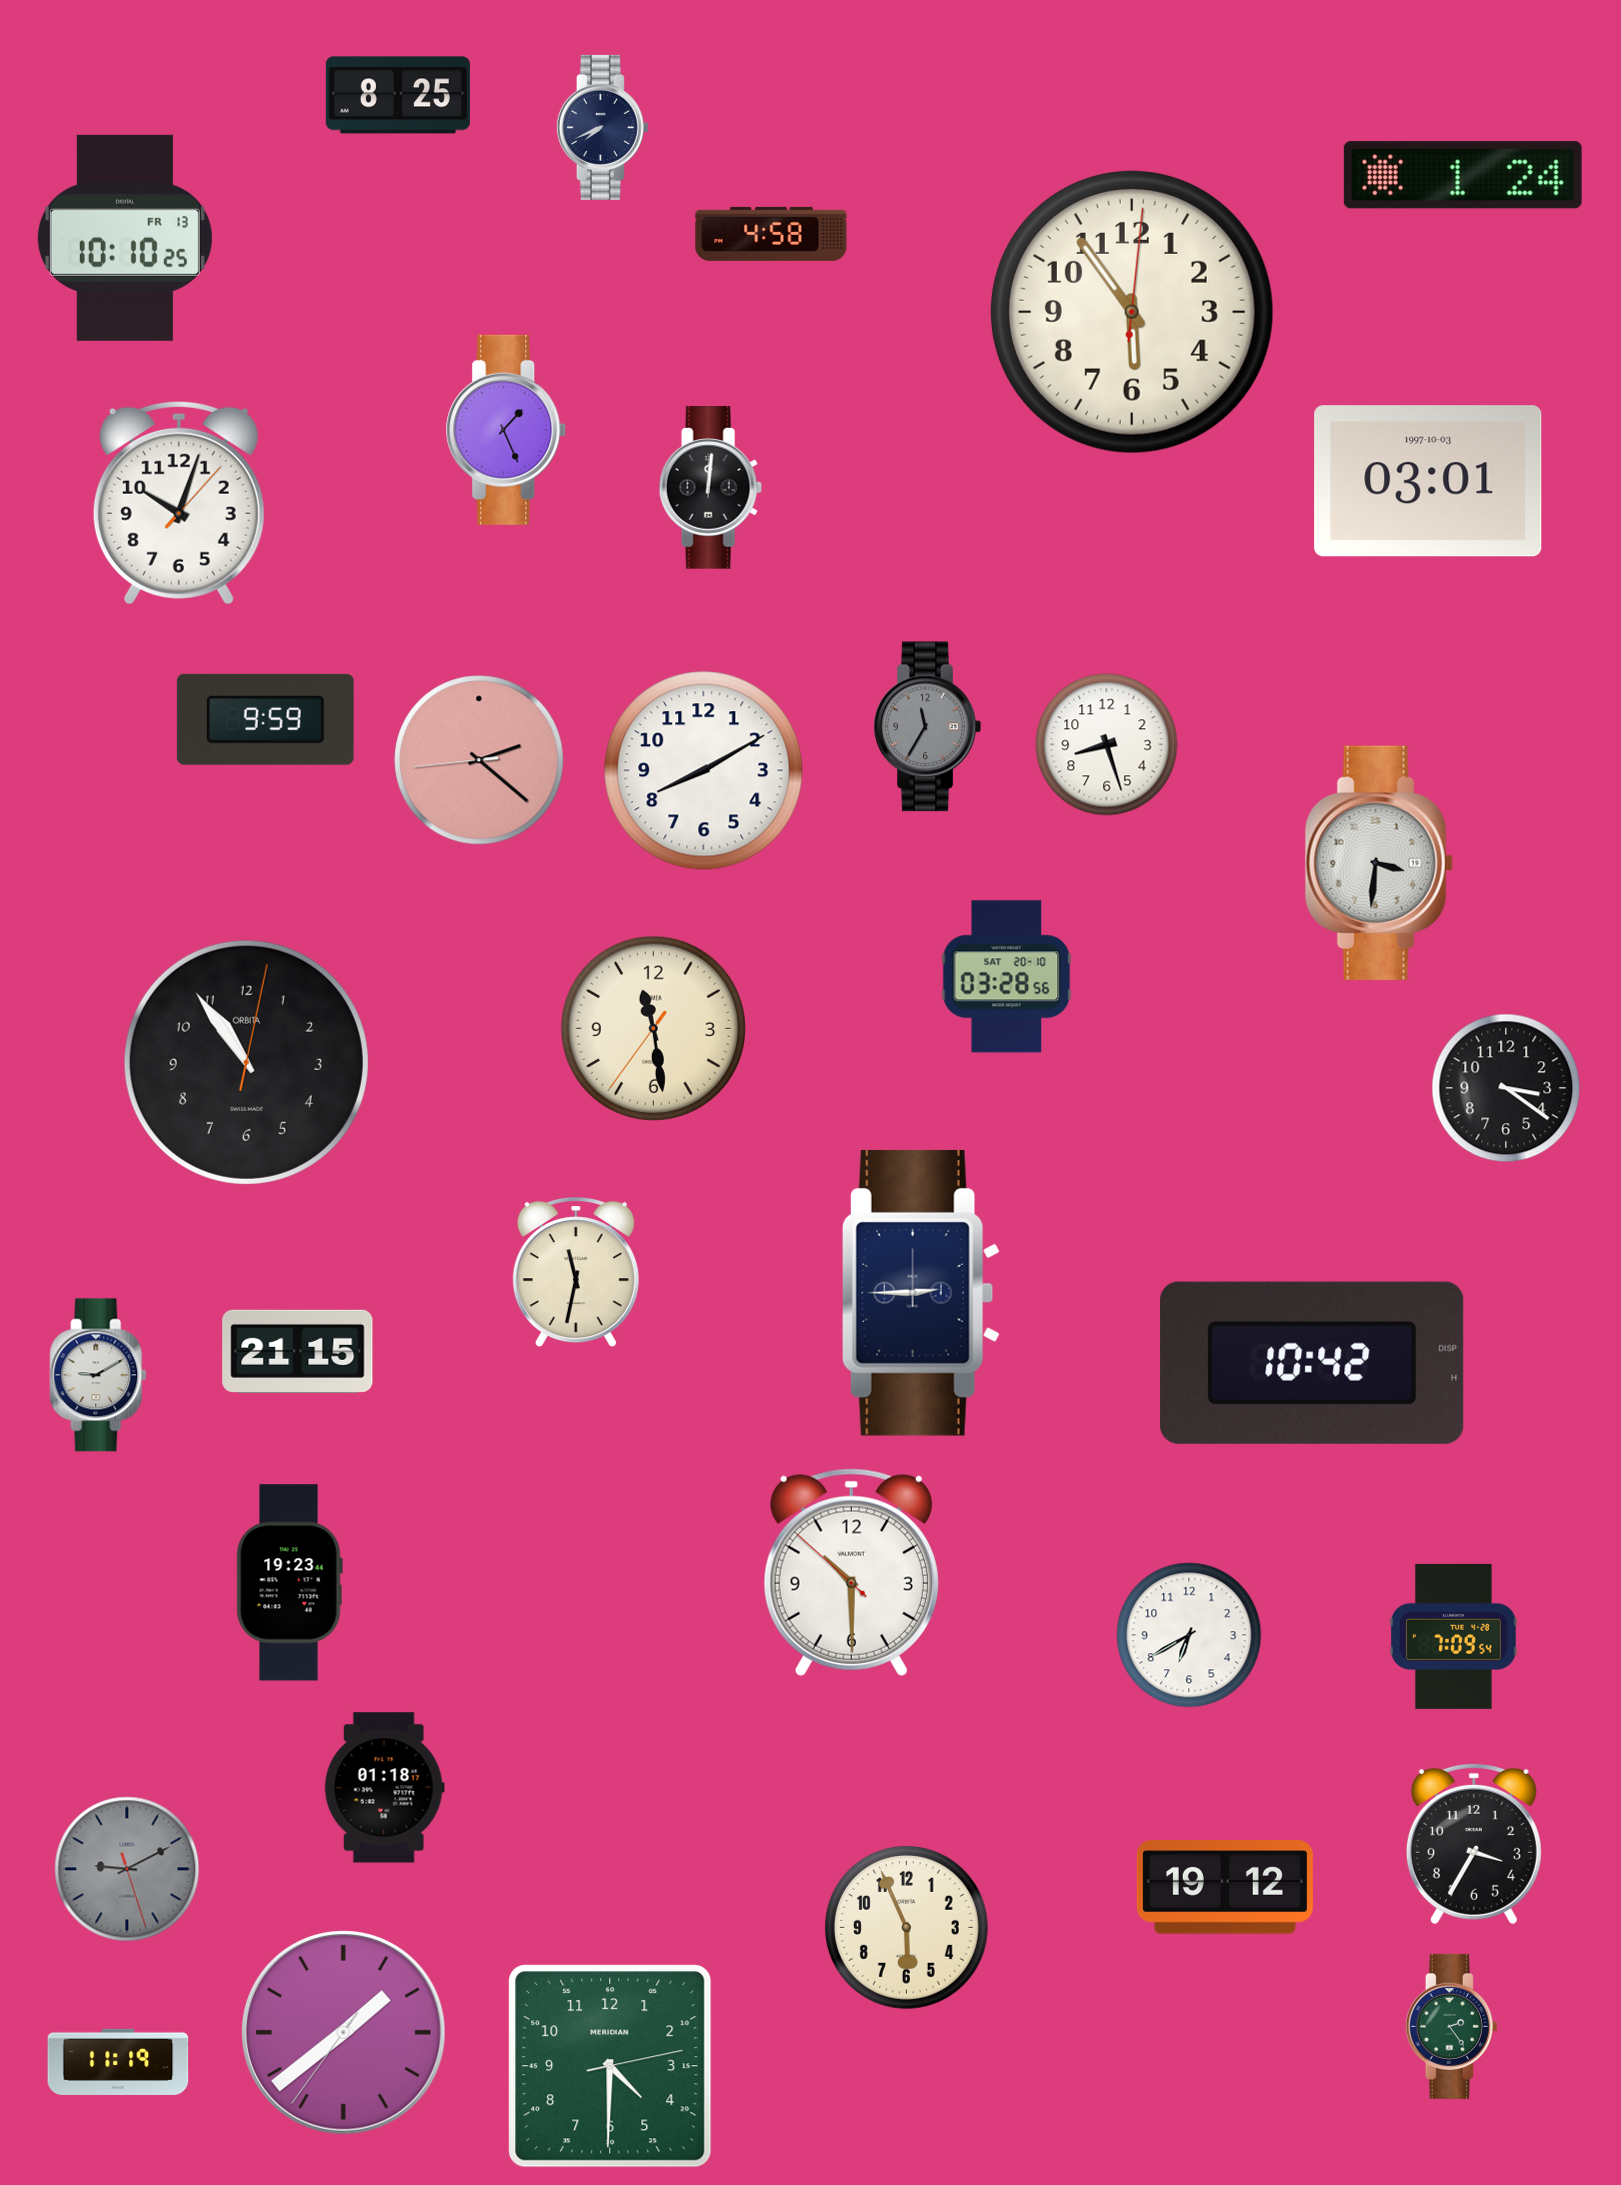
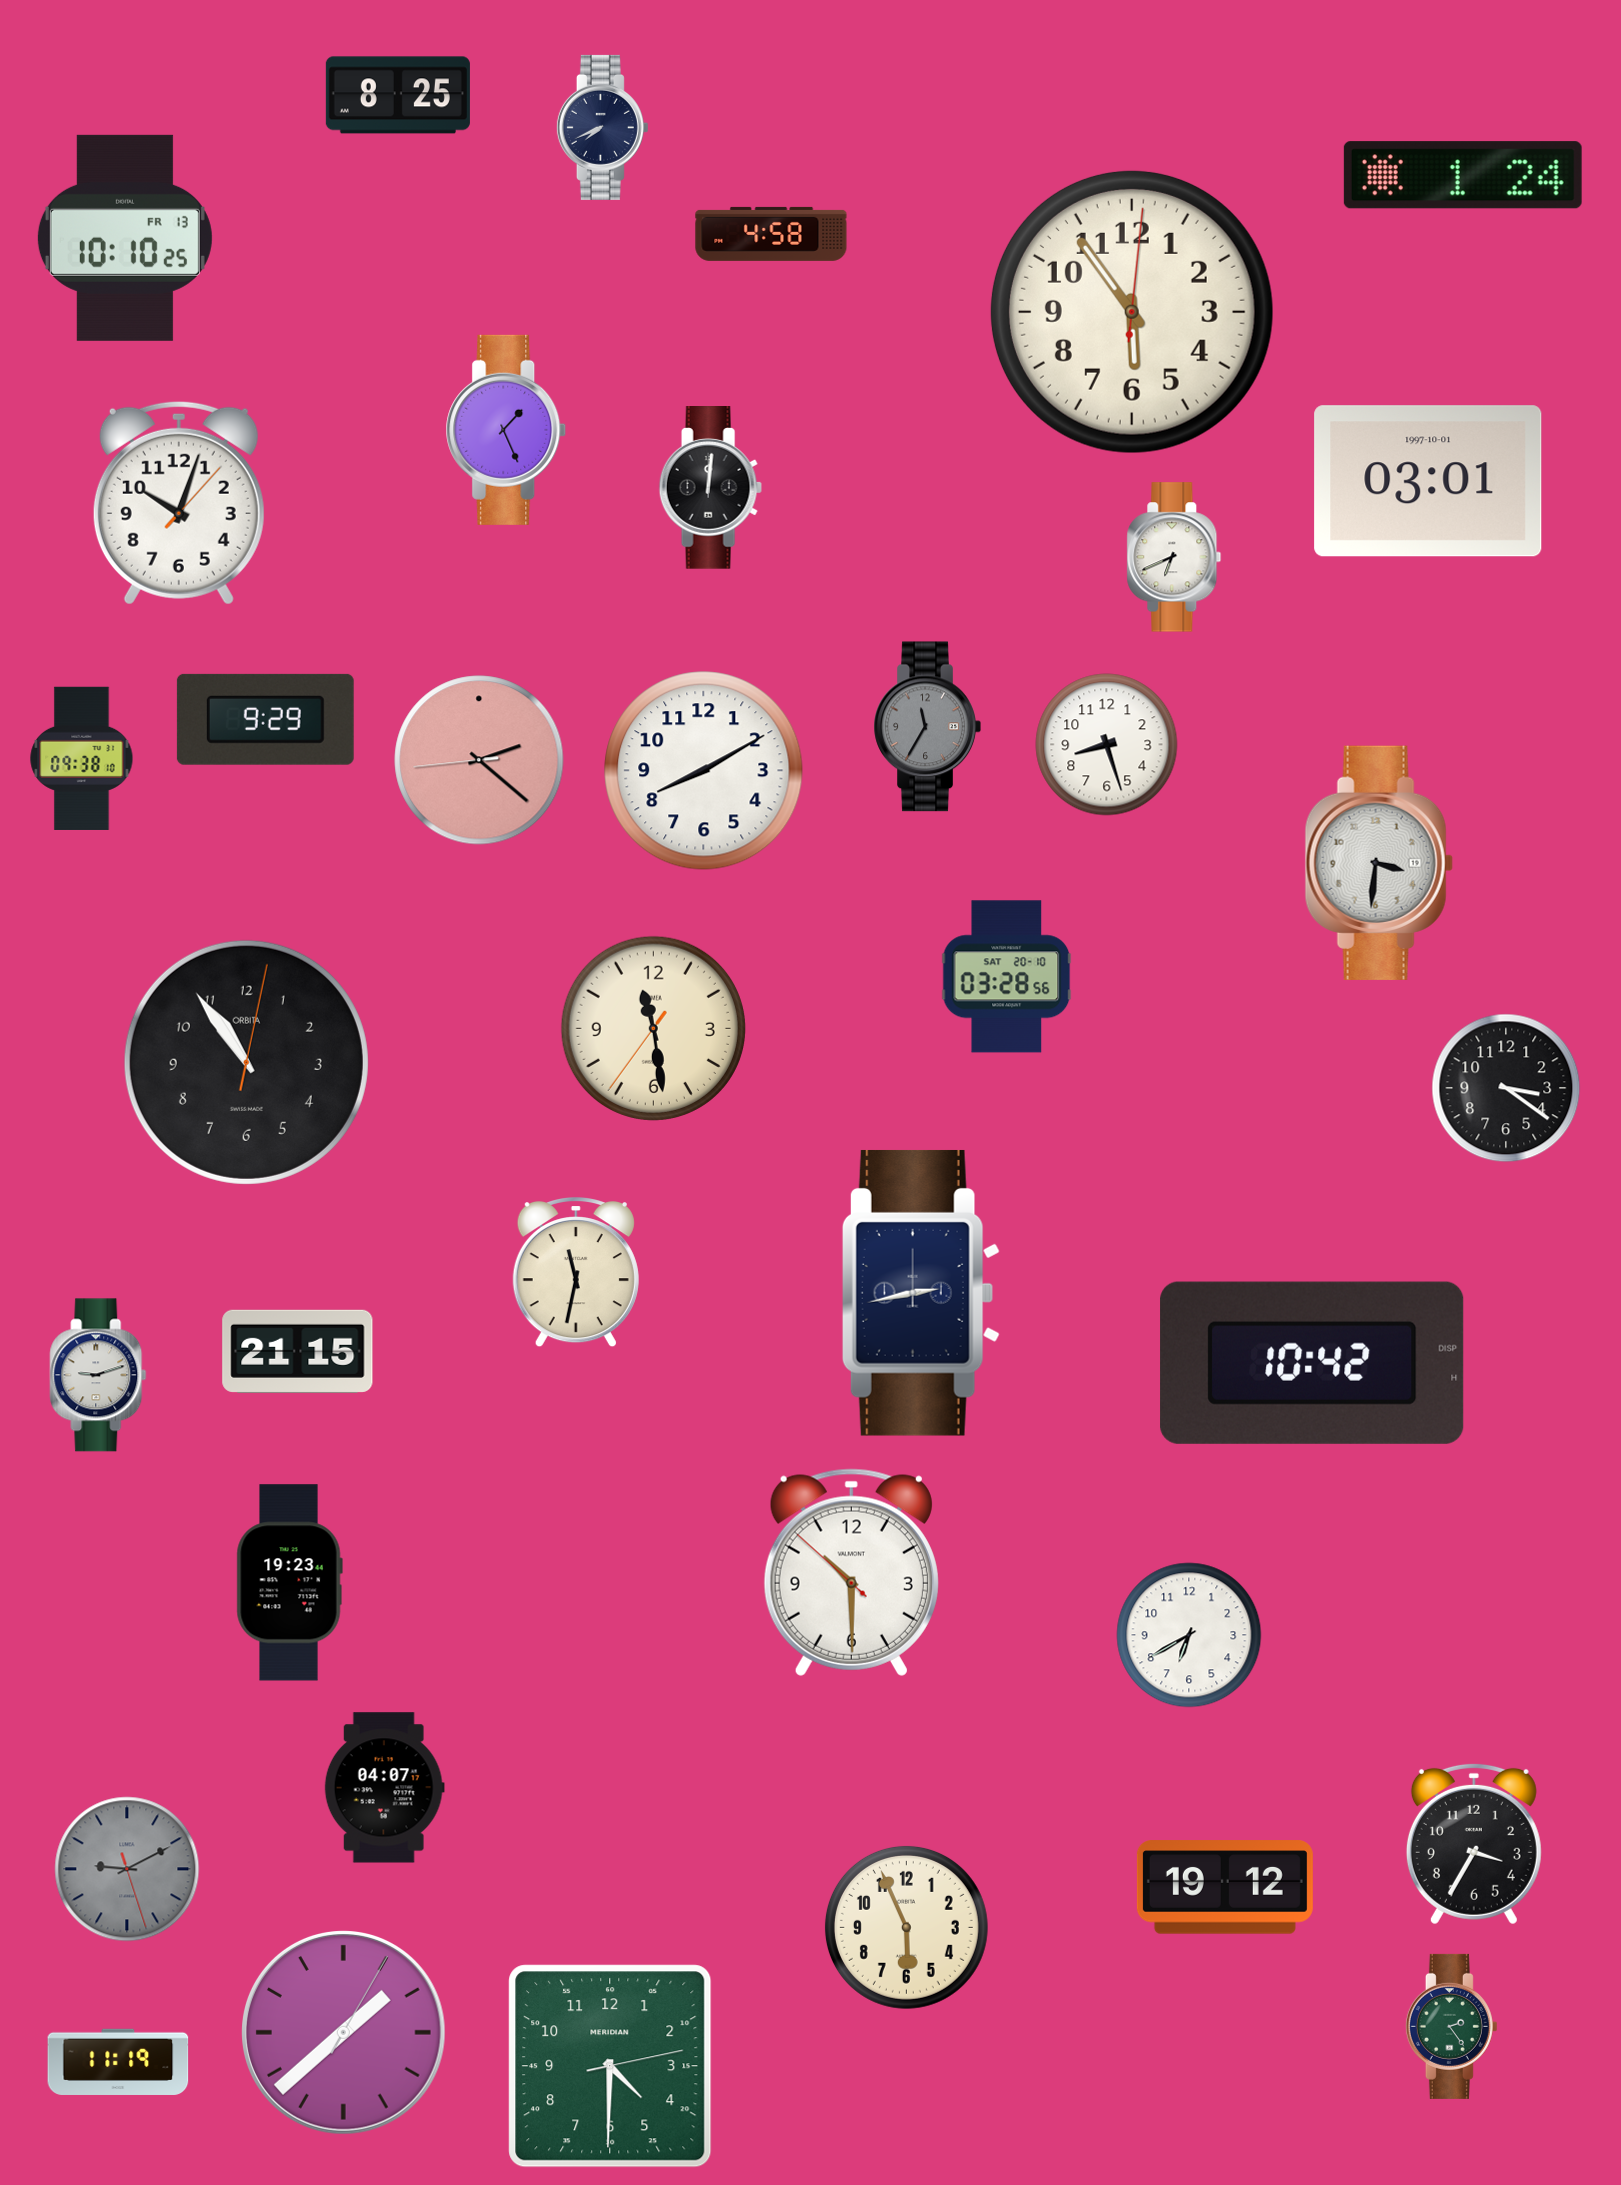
clock at (1428, 481) date: 1997-10-03 -> 1997-10-01
clock at (1174, 557): none -> 6:41
clock at (265, 719): 9:59 -> 9:29
clock at (82, 758): none -> 09:38
clock at (921, 1293): 2:45 -> 2:43
clock at (98, 1375): 9:10 -> 9:12
clock at (1453, 1636): 7:09 -> none
clock at (384, 1788): 01:18 -> 04:07
clock at (344, 2033): 1:38:36 -> 1:38:05
